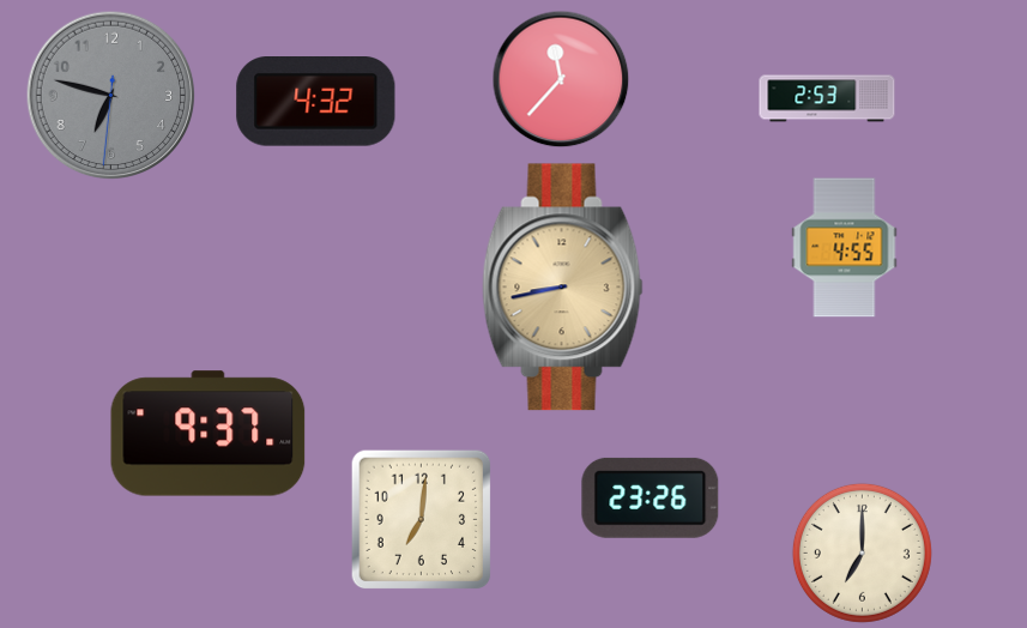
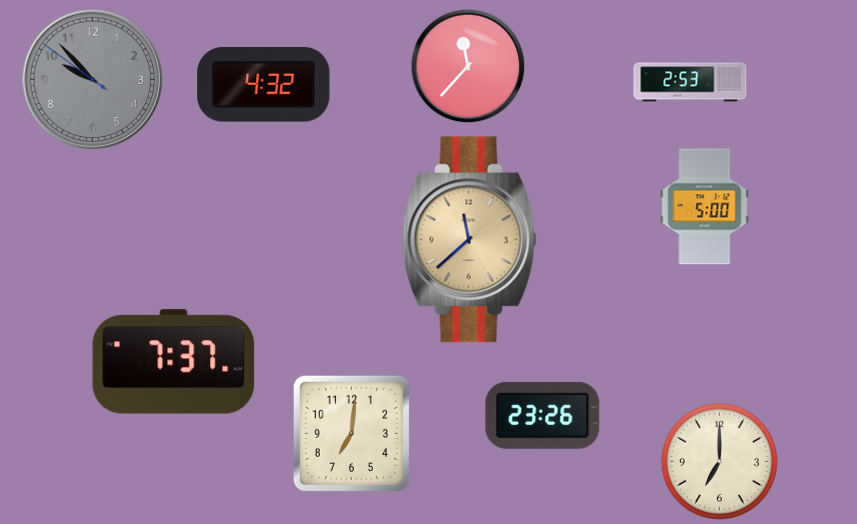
clock at (111, 96): 6:47 -> 9:52
clock at (845, 248): 4:55 -> 5:00
clock at (563, 288): 8:43 -> 11:38
clock at (209, 434): 9:37 -> 7:37
